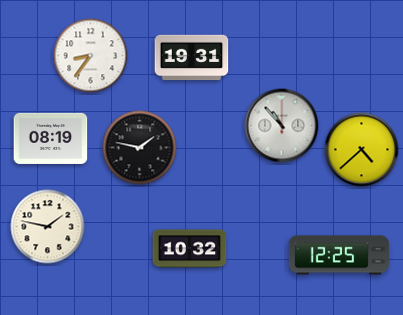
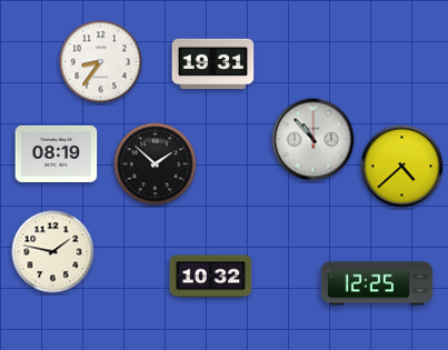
clock at (140, 148): 1:47 -> 1:52
